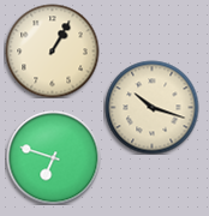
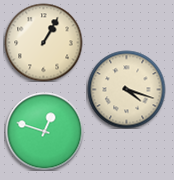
clock at (151, 107): 10:18 -> 4:18
clock at (53, 157): 6:48 -> 12:48
